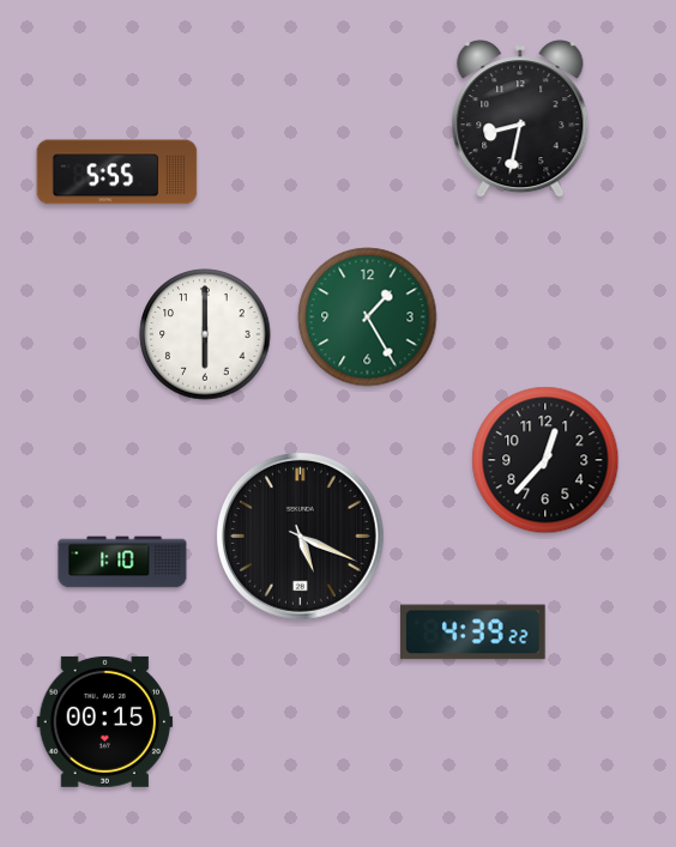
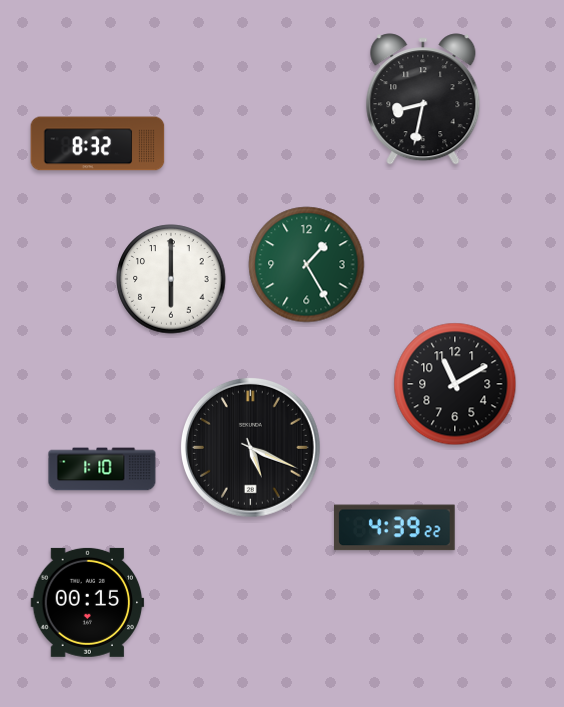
clock at (520, 119) position: (520, 119) -> (423, 99)
clock at (117, 173): 5:55 -> 8:32
clock at (545, 460): 12:37 -> 11:10
